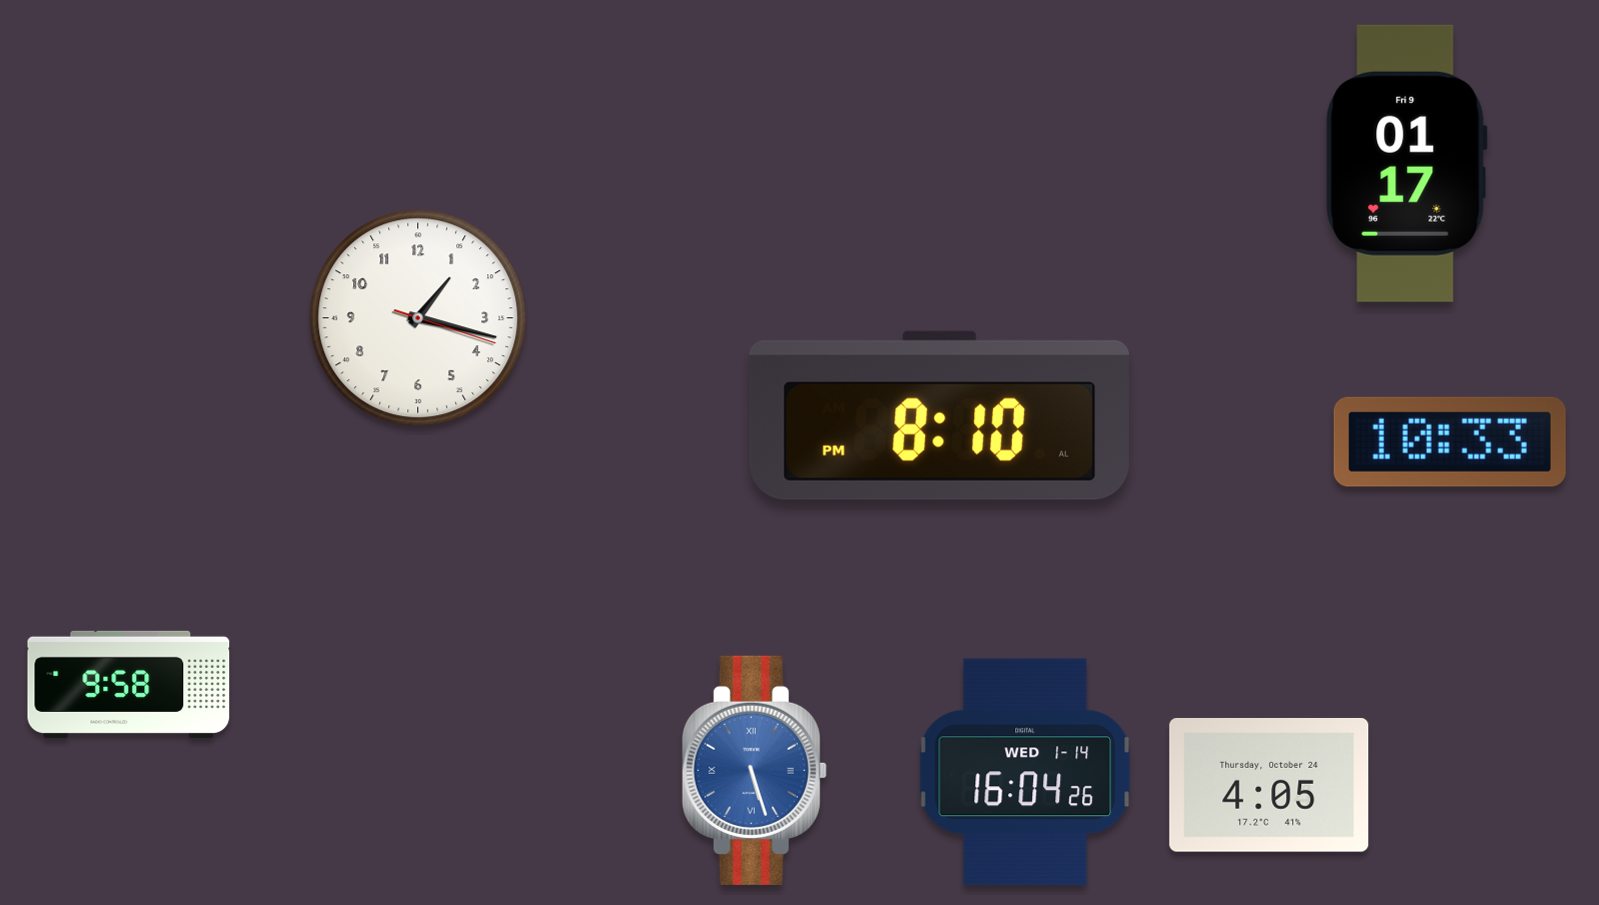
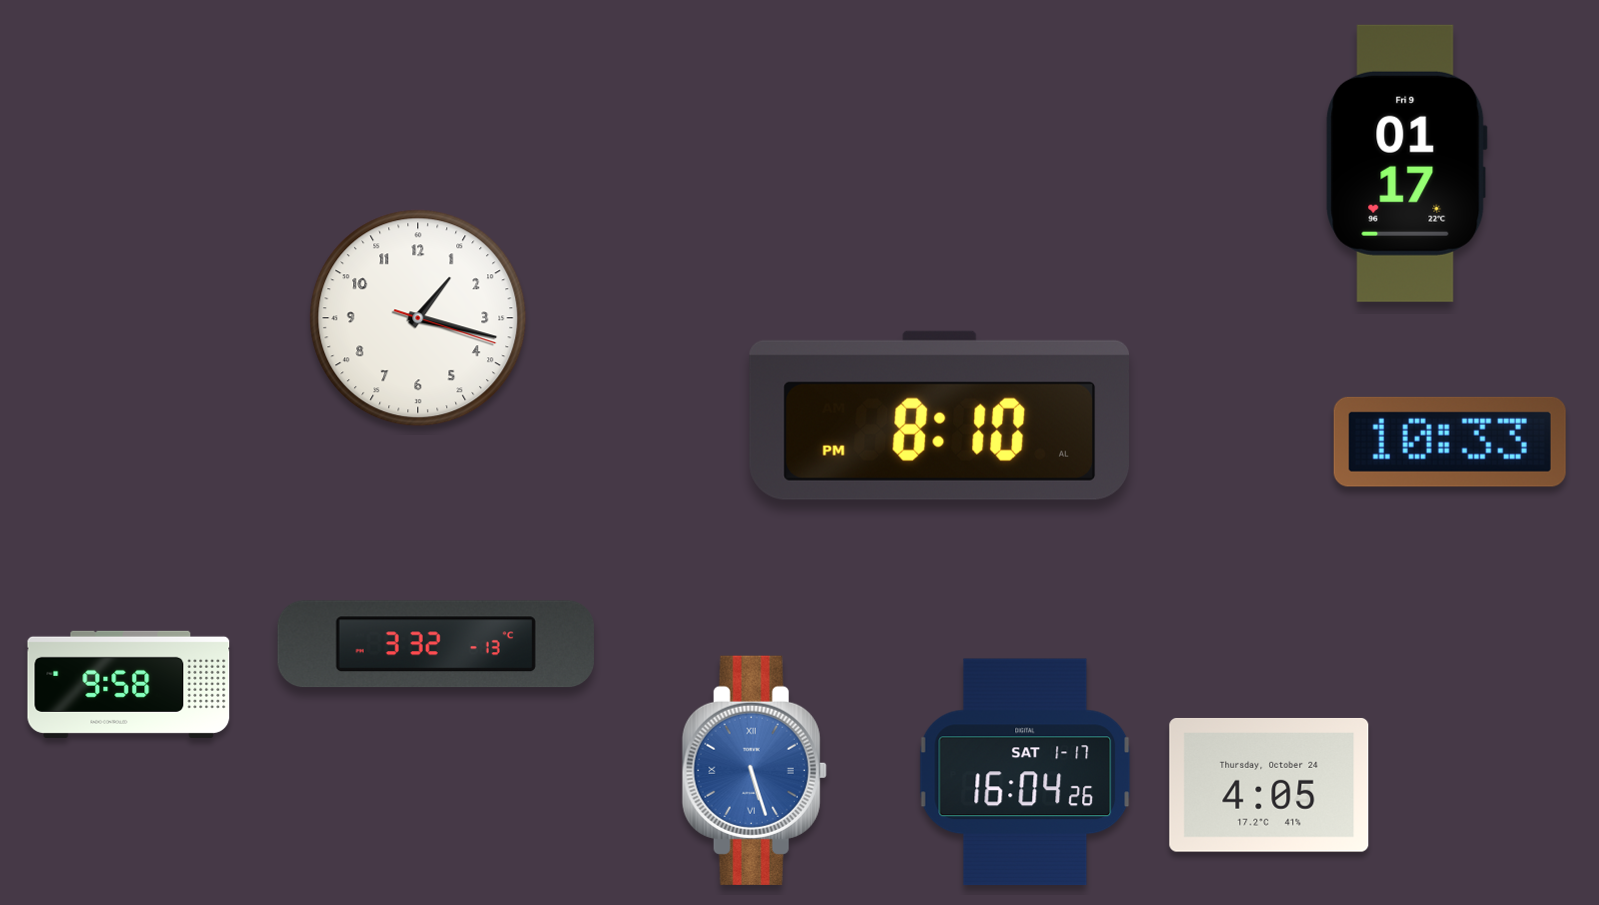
clock at (436, 644): none -> 3:32
clock at (1025, 772) date: WED 1-14 -> SAT 1-17
